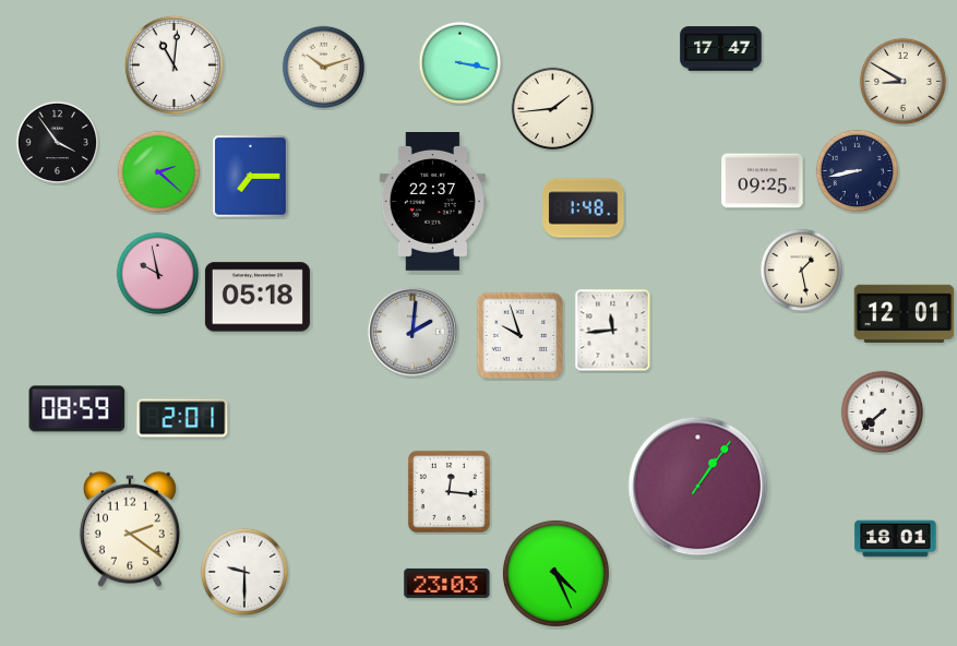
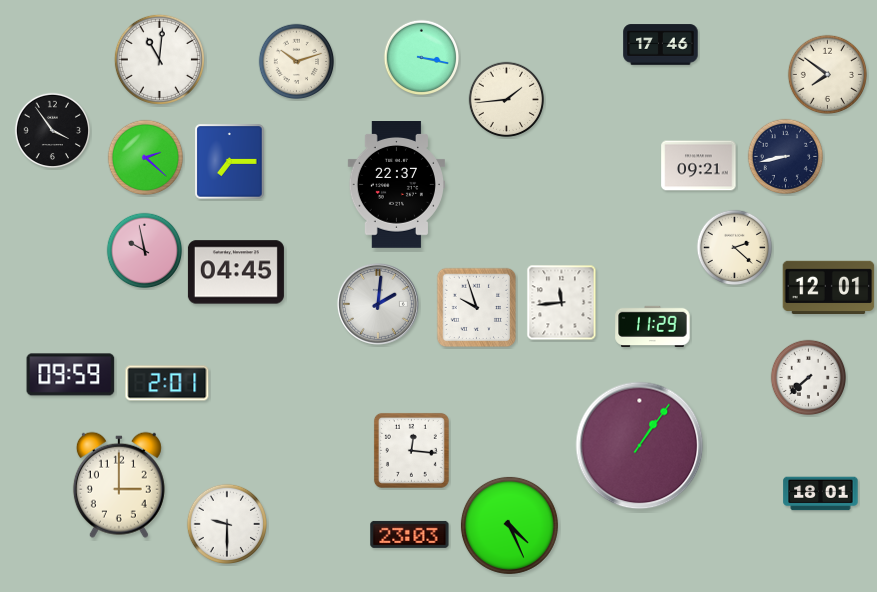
clock at (721, 49): 17:47 -> 17:46
clock at (902, 81): 8:50 -> 7:51
clock at (763, 181): 09:25 -> 09:21
clock at (584, 208): 1:48 -> none
clock at (802, 271): 1:28 -> 2:22
clock at (258, 297): 05:18 -> 04:45
clock at (653, 326): none -> 11:29
clock at (77, 409): 08:59 -> 09:59
clock at (130, 529): 2:21 -> 3:00
clock at (243, 571) position: (243, 571) -> (226, 523)
